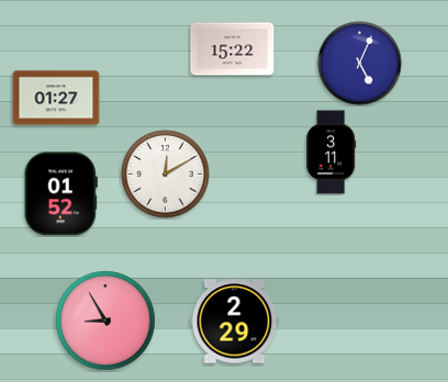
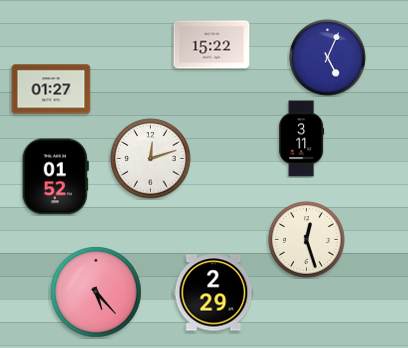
clock at (166, 175): 12:10 -> 12:12
clock at (307, 240): none -> 12:27
clock at (105, 321): 8:55 -> 5:23
